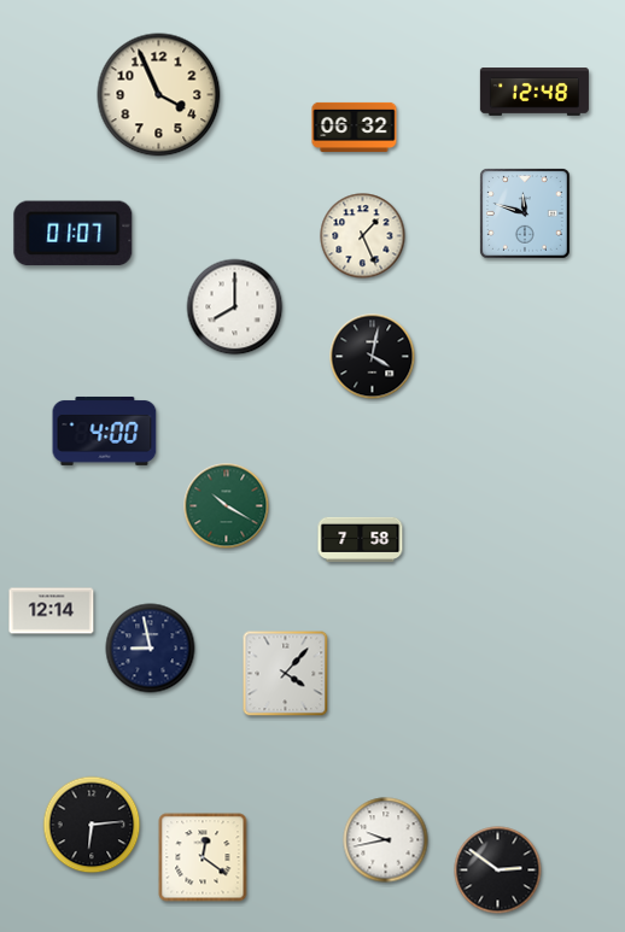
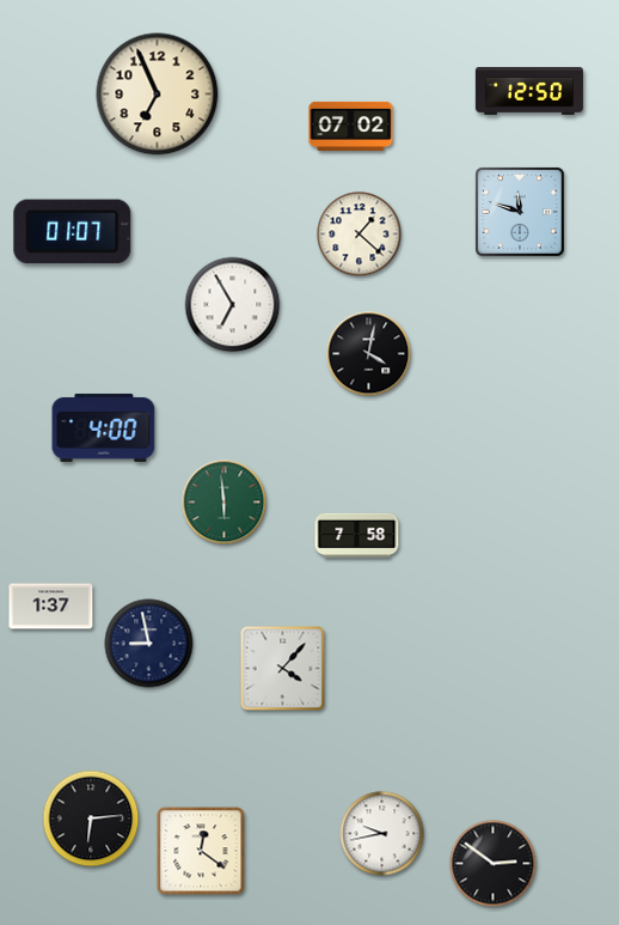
clock at (535, 93): 12:48 -> 12:50
clock at (159, 95): 3:56 -> 6:56
clock at (355, 127): 06:32 -> 07:02
clock at (363, 236): 1:26 -> 1:22
clock at (235, 307): 8:00 -> 6:55
clock at (227, 506): 10:20 -> 5:59
clock at (52, 611): 12:14 -> 1:37
